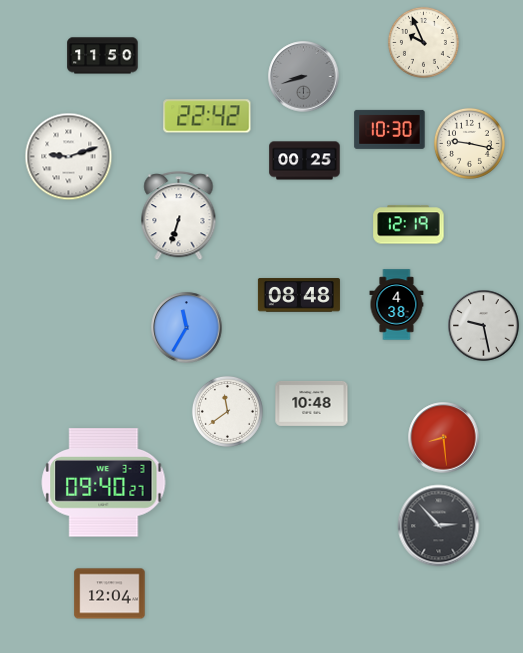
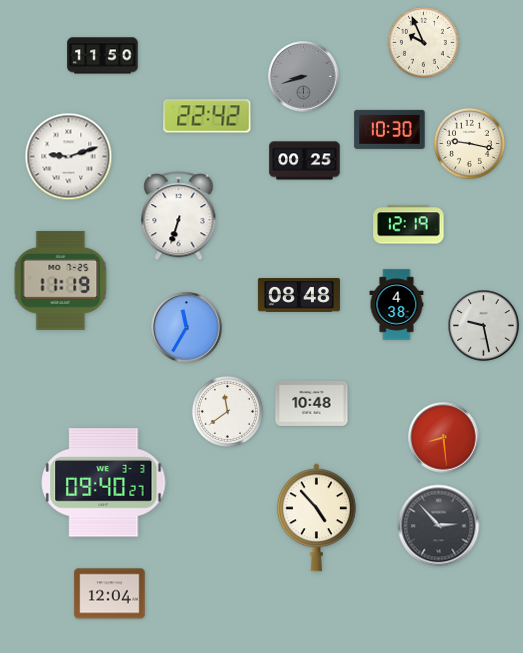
clock at (61, 280): none -> 11:19
clock at (316, 518): none -> 4:53
